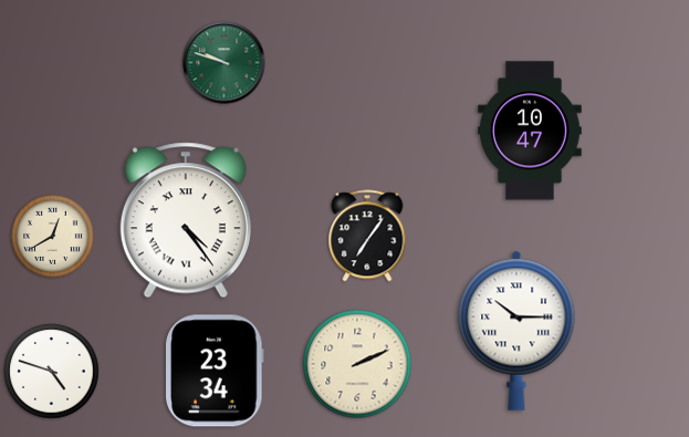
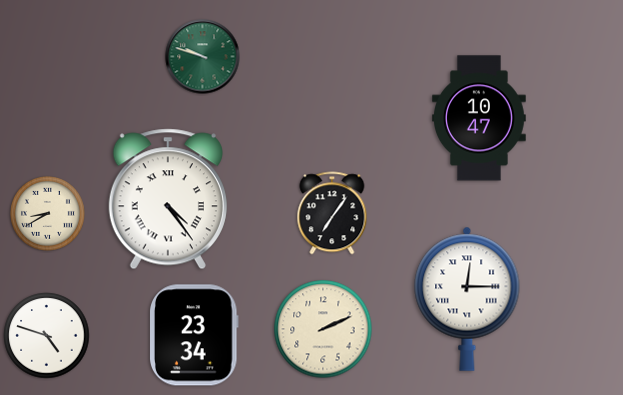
clock at (53, 237): 12:40 -> 8:40
clock at (516, 331): 10:15 -> 12:15
